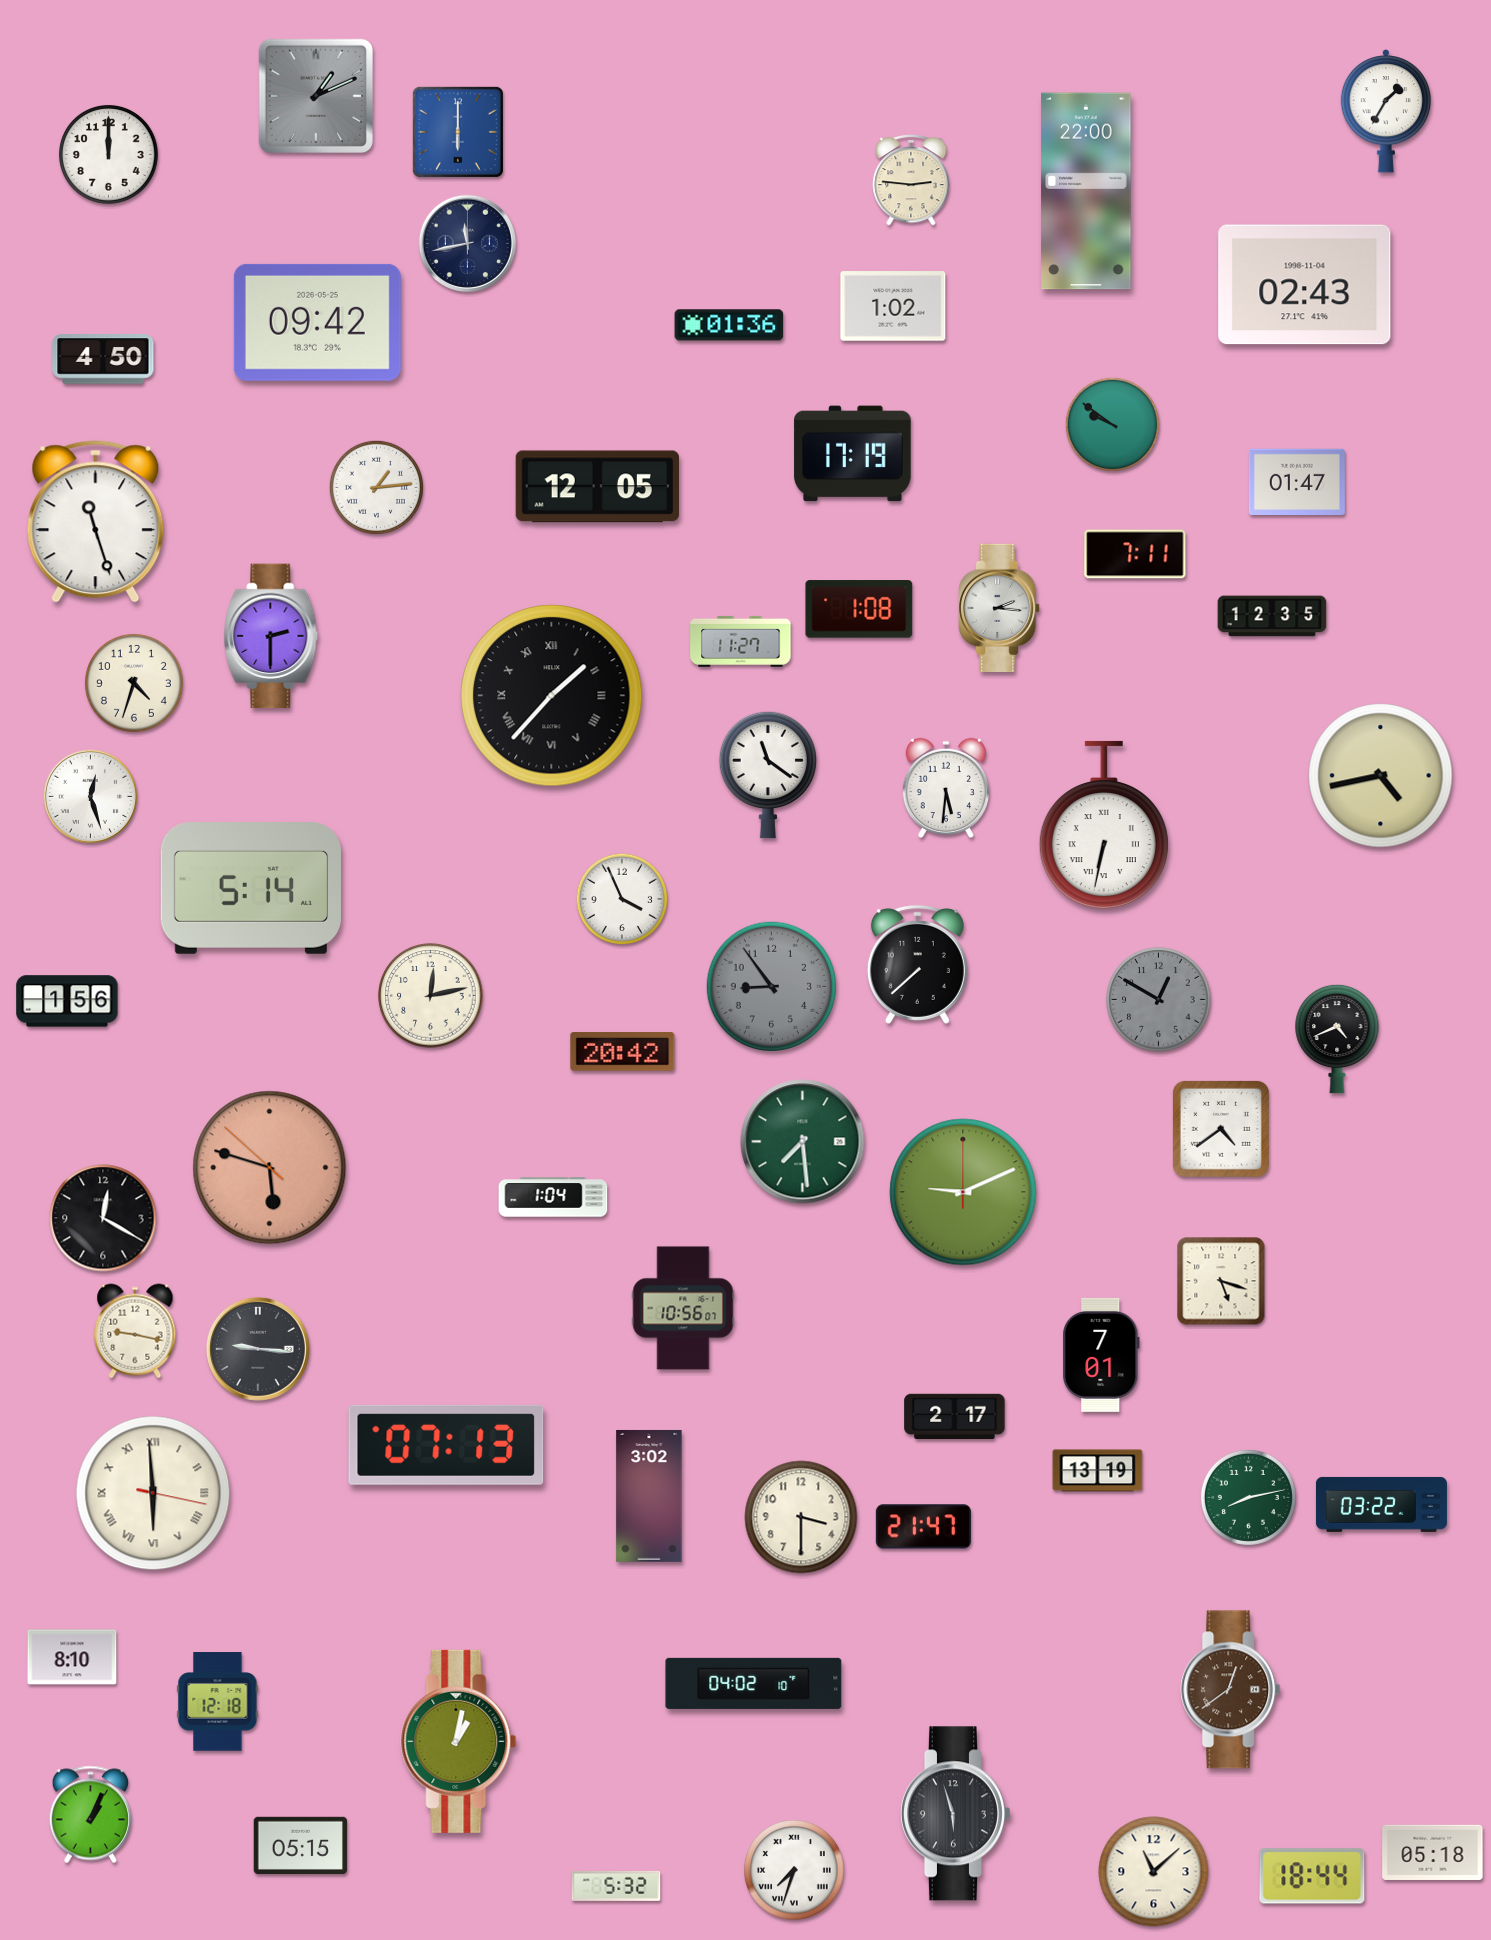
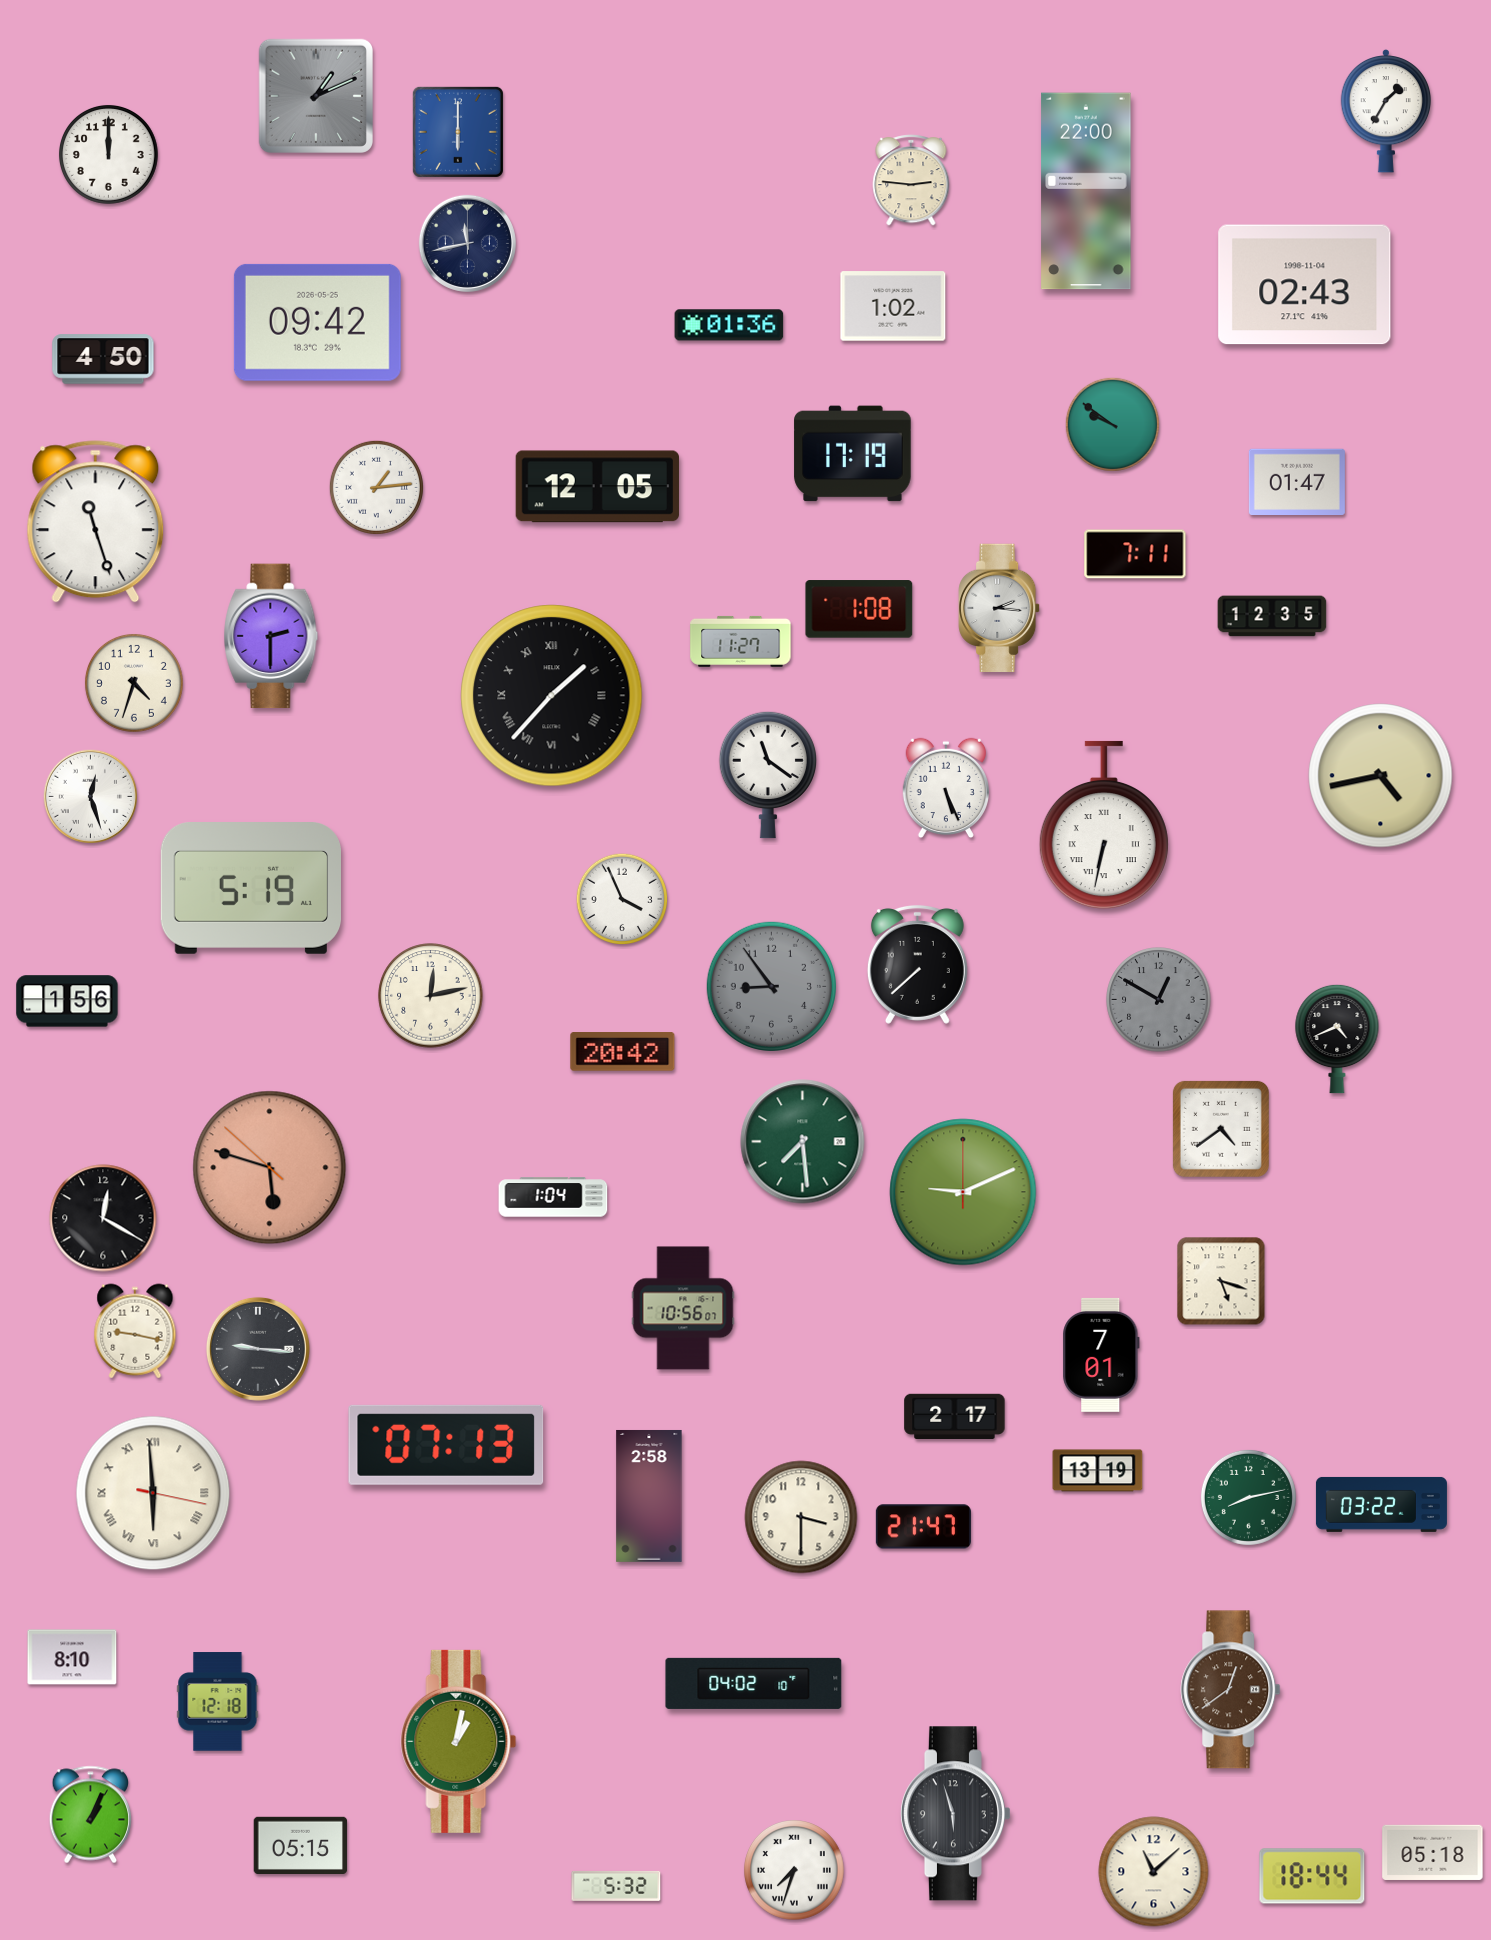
clock at (945, 788): 5:31 -> 5:26
clock at (250, 889): 5:14 -> 5:19
clock at (649, 1496): 3:02 -> 2:58
